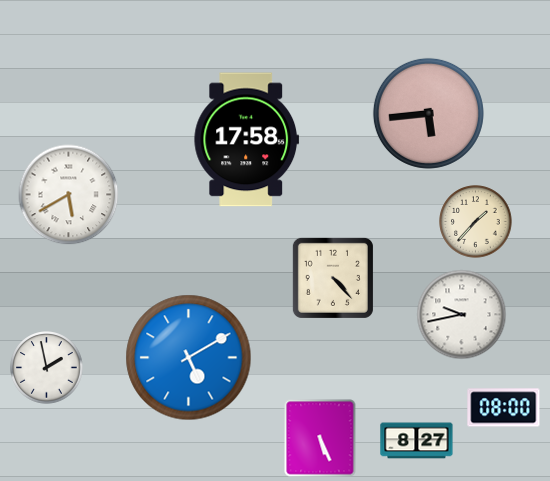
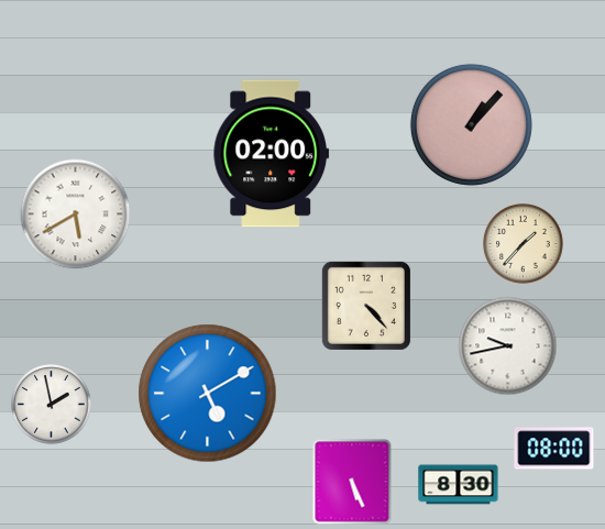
clock at (428, 113): 5:44 -> 1:07
clock at (247, 140): 17:58 -> 02:00
clock at (417, 441): 8:27 -> 8:30
